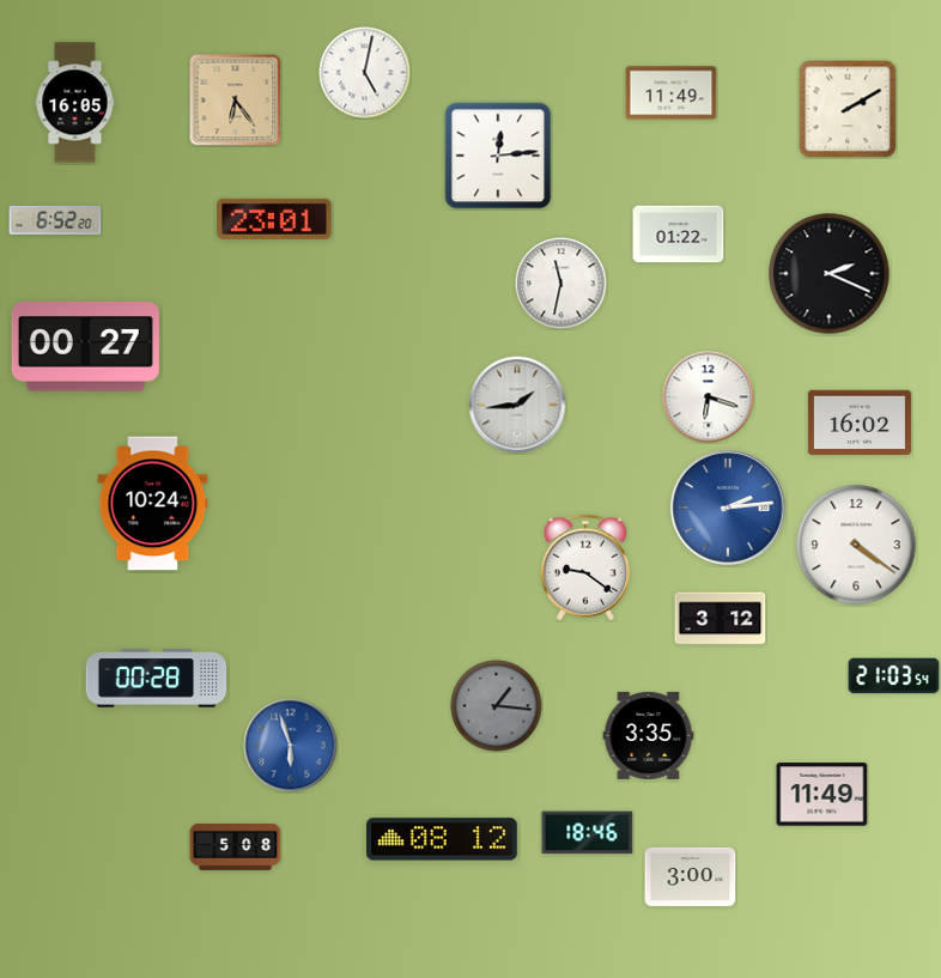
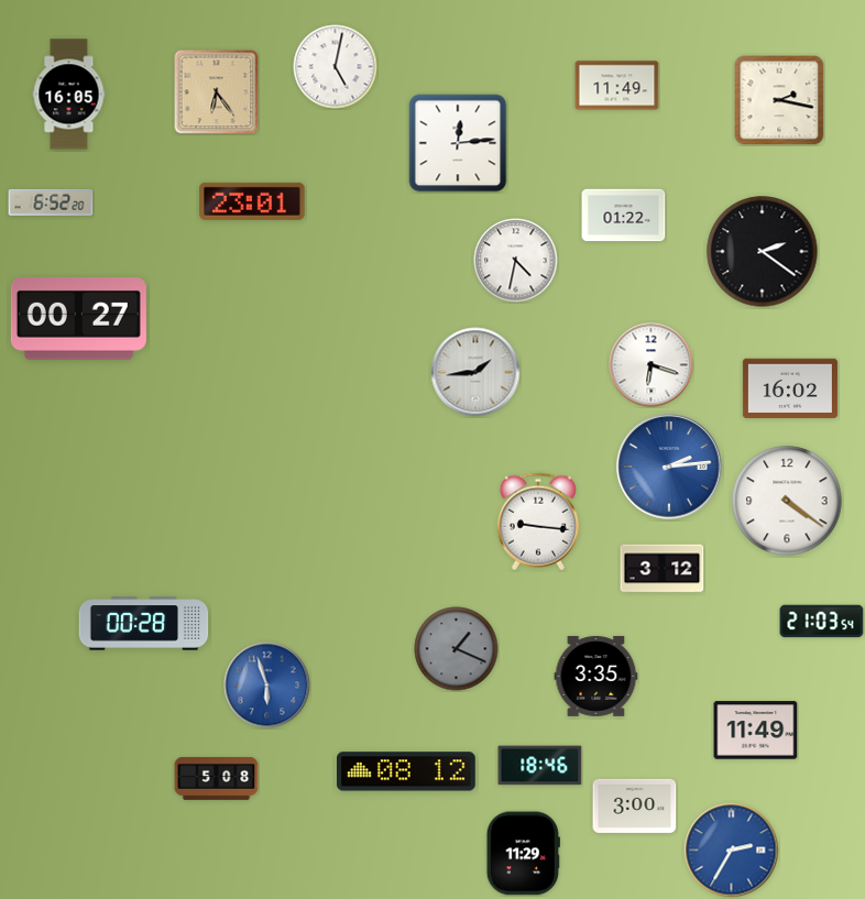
clock at (848, 109): 2:10 -> 2:17
clock at (830, 274): 2:19 -> 2:21
clock at (561, 284): 11:32 -> 4:32
clock at (153, 504): 10:24 -> none
clock at (585, 567): 9:21 -> 9:16
clock at (497, 706): 1:16 -> 1:19
clock at (732, 851): none -> 2:35
clock at (523, 854): none -> 11:29
